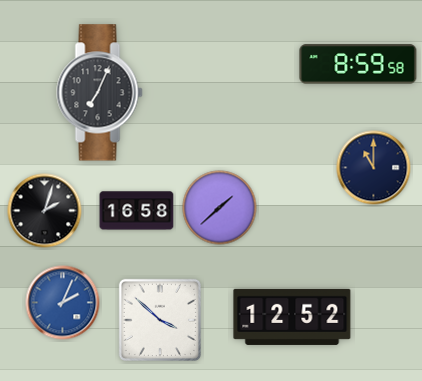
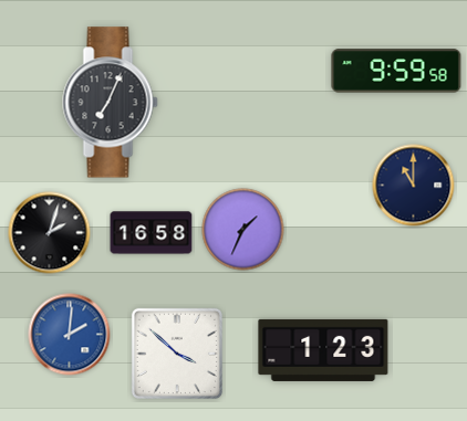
clock at (358, 64): 8:59 -> 9:59
clock at (220, 208): 1:38 -> 1:34
clock at (63, 303): 2:04 -> 2:01
clock at (292, 317): 12:52 -> 1:23
